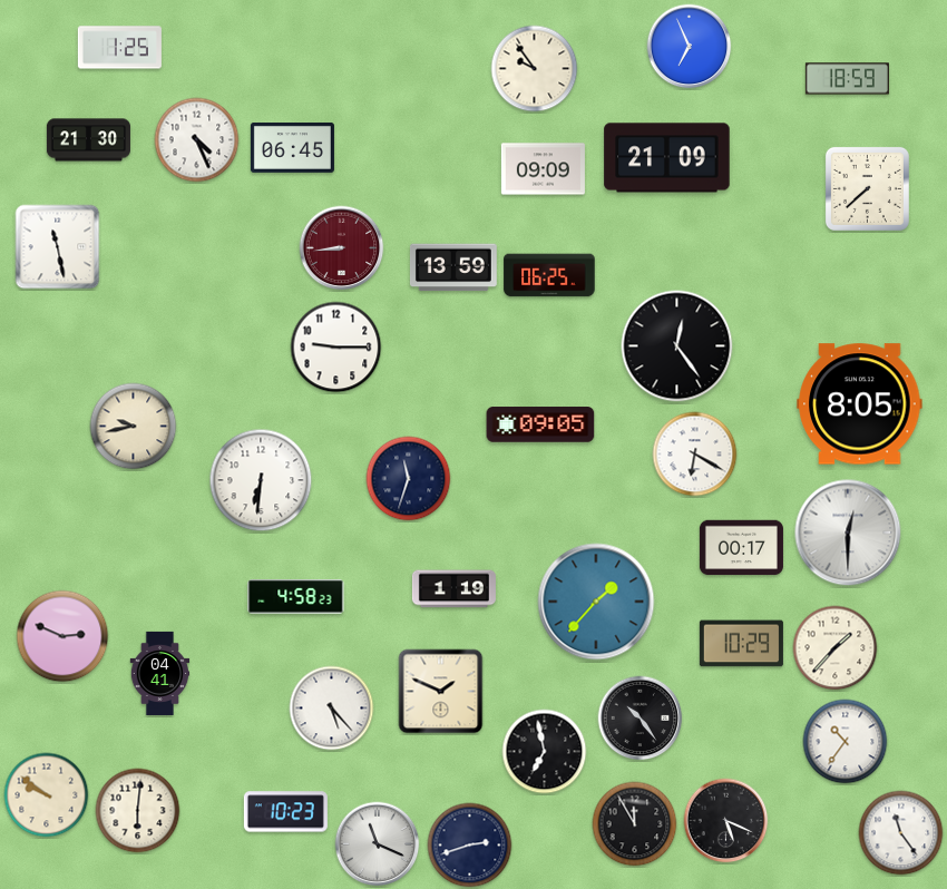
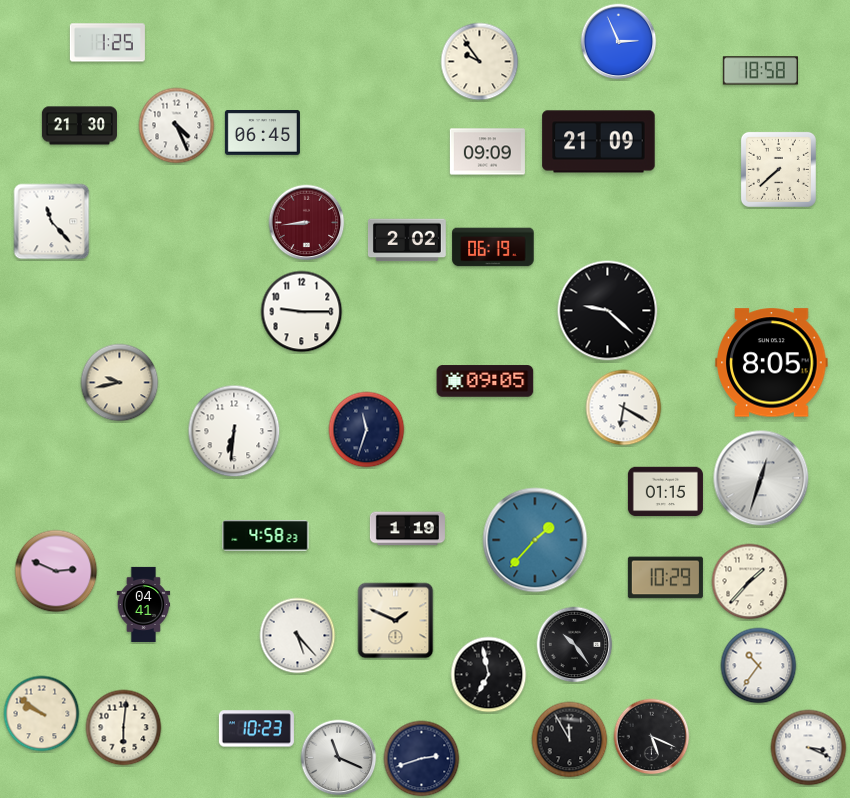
clock at (690, 47): 6:56 -> 2:56
clock at (847, 79): 18:59 -> 18:58
clock at (58, 247): 11:28 -> 11:23
clock at (453, 267): 13:59 -> 2:02
clock at (549, 275): 06:25 -> 06:19
clock at (677, 346): 12:24 -> 9:22
clock at (848, 533): 12:30 -> 12:33
clock at (741, 548): 00:17 -> 01:15
clock at (901, 833): 11:24 -> 3:19
